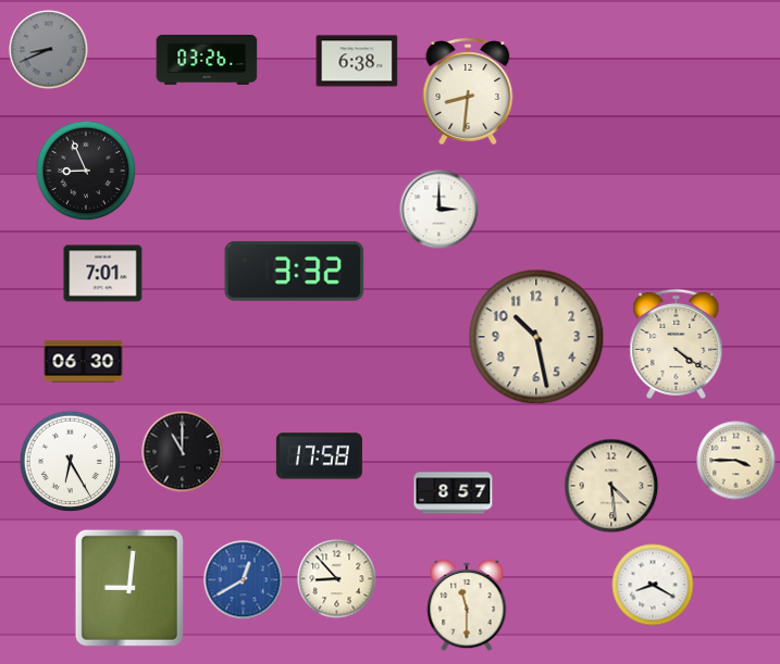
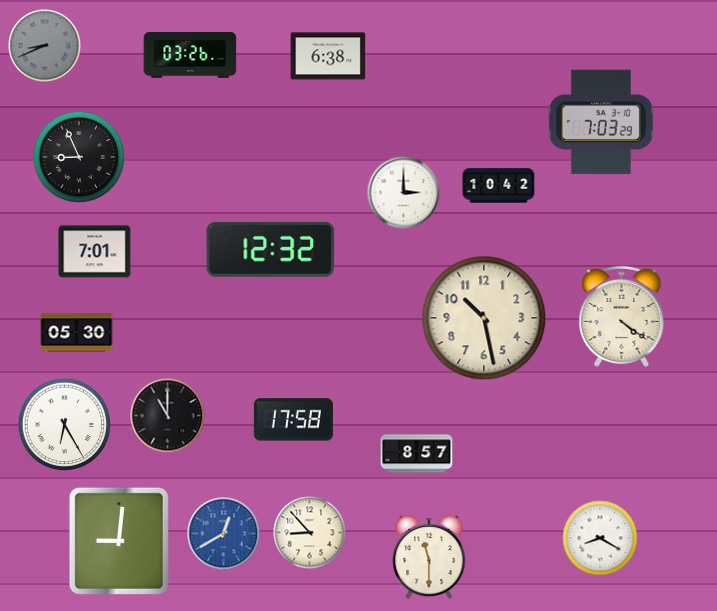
clock at (468, 91): 8:31 -> none
clock at (601, 122): none -> 7:03
clock at (499, 186): none -> 10:42
clock at (295, 271): 3:32 -> 12:32
clock at (536, 337) position: (536, 337) -> (484, 318)
clock at (84, 362): 06:30 -> 05:30
clock at (736, 461): 3:45 -> none
clock at (611, 486): 4:29 -> none
